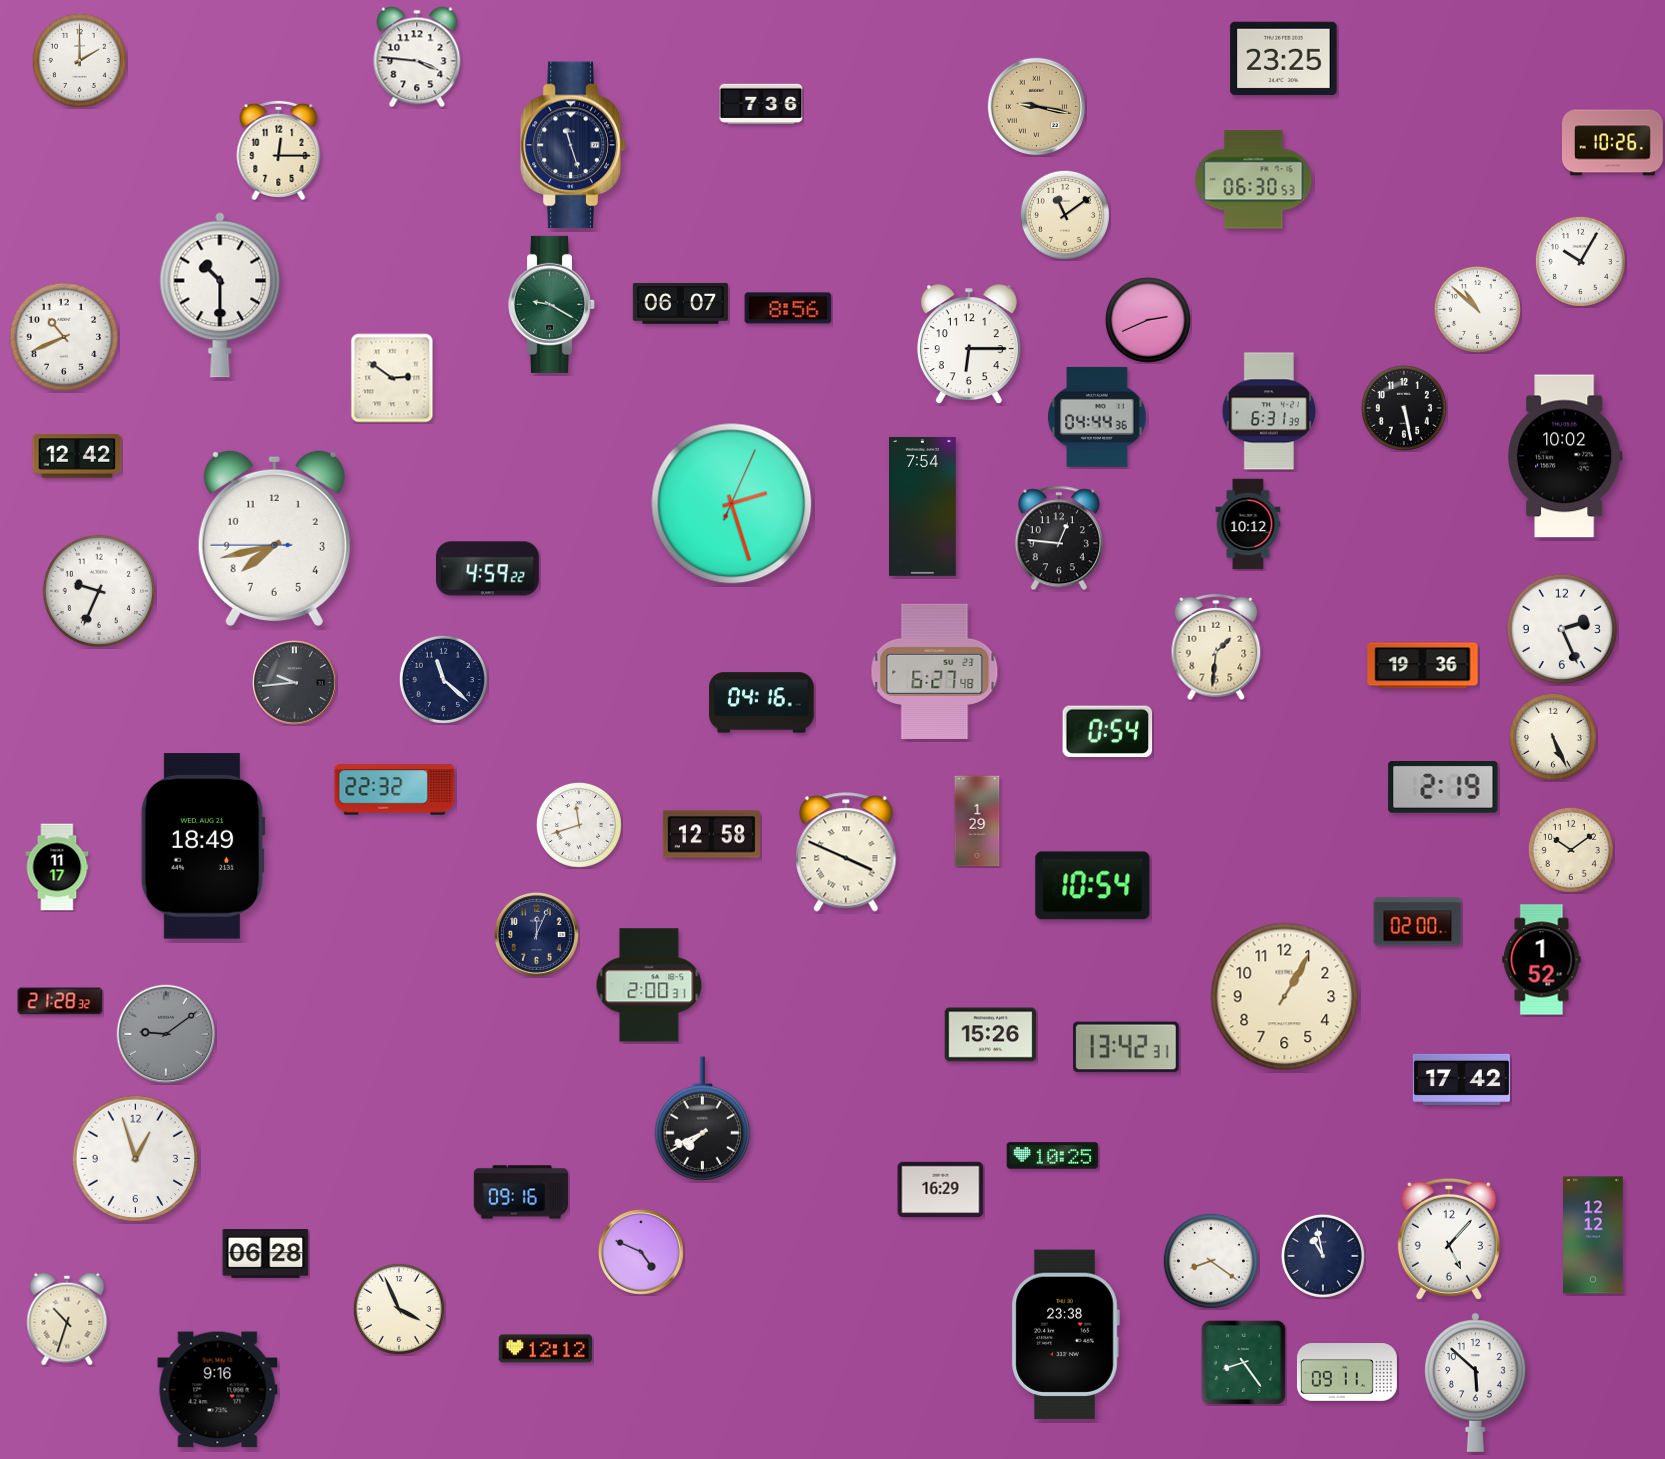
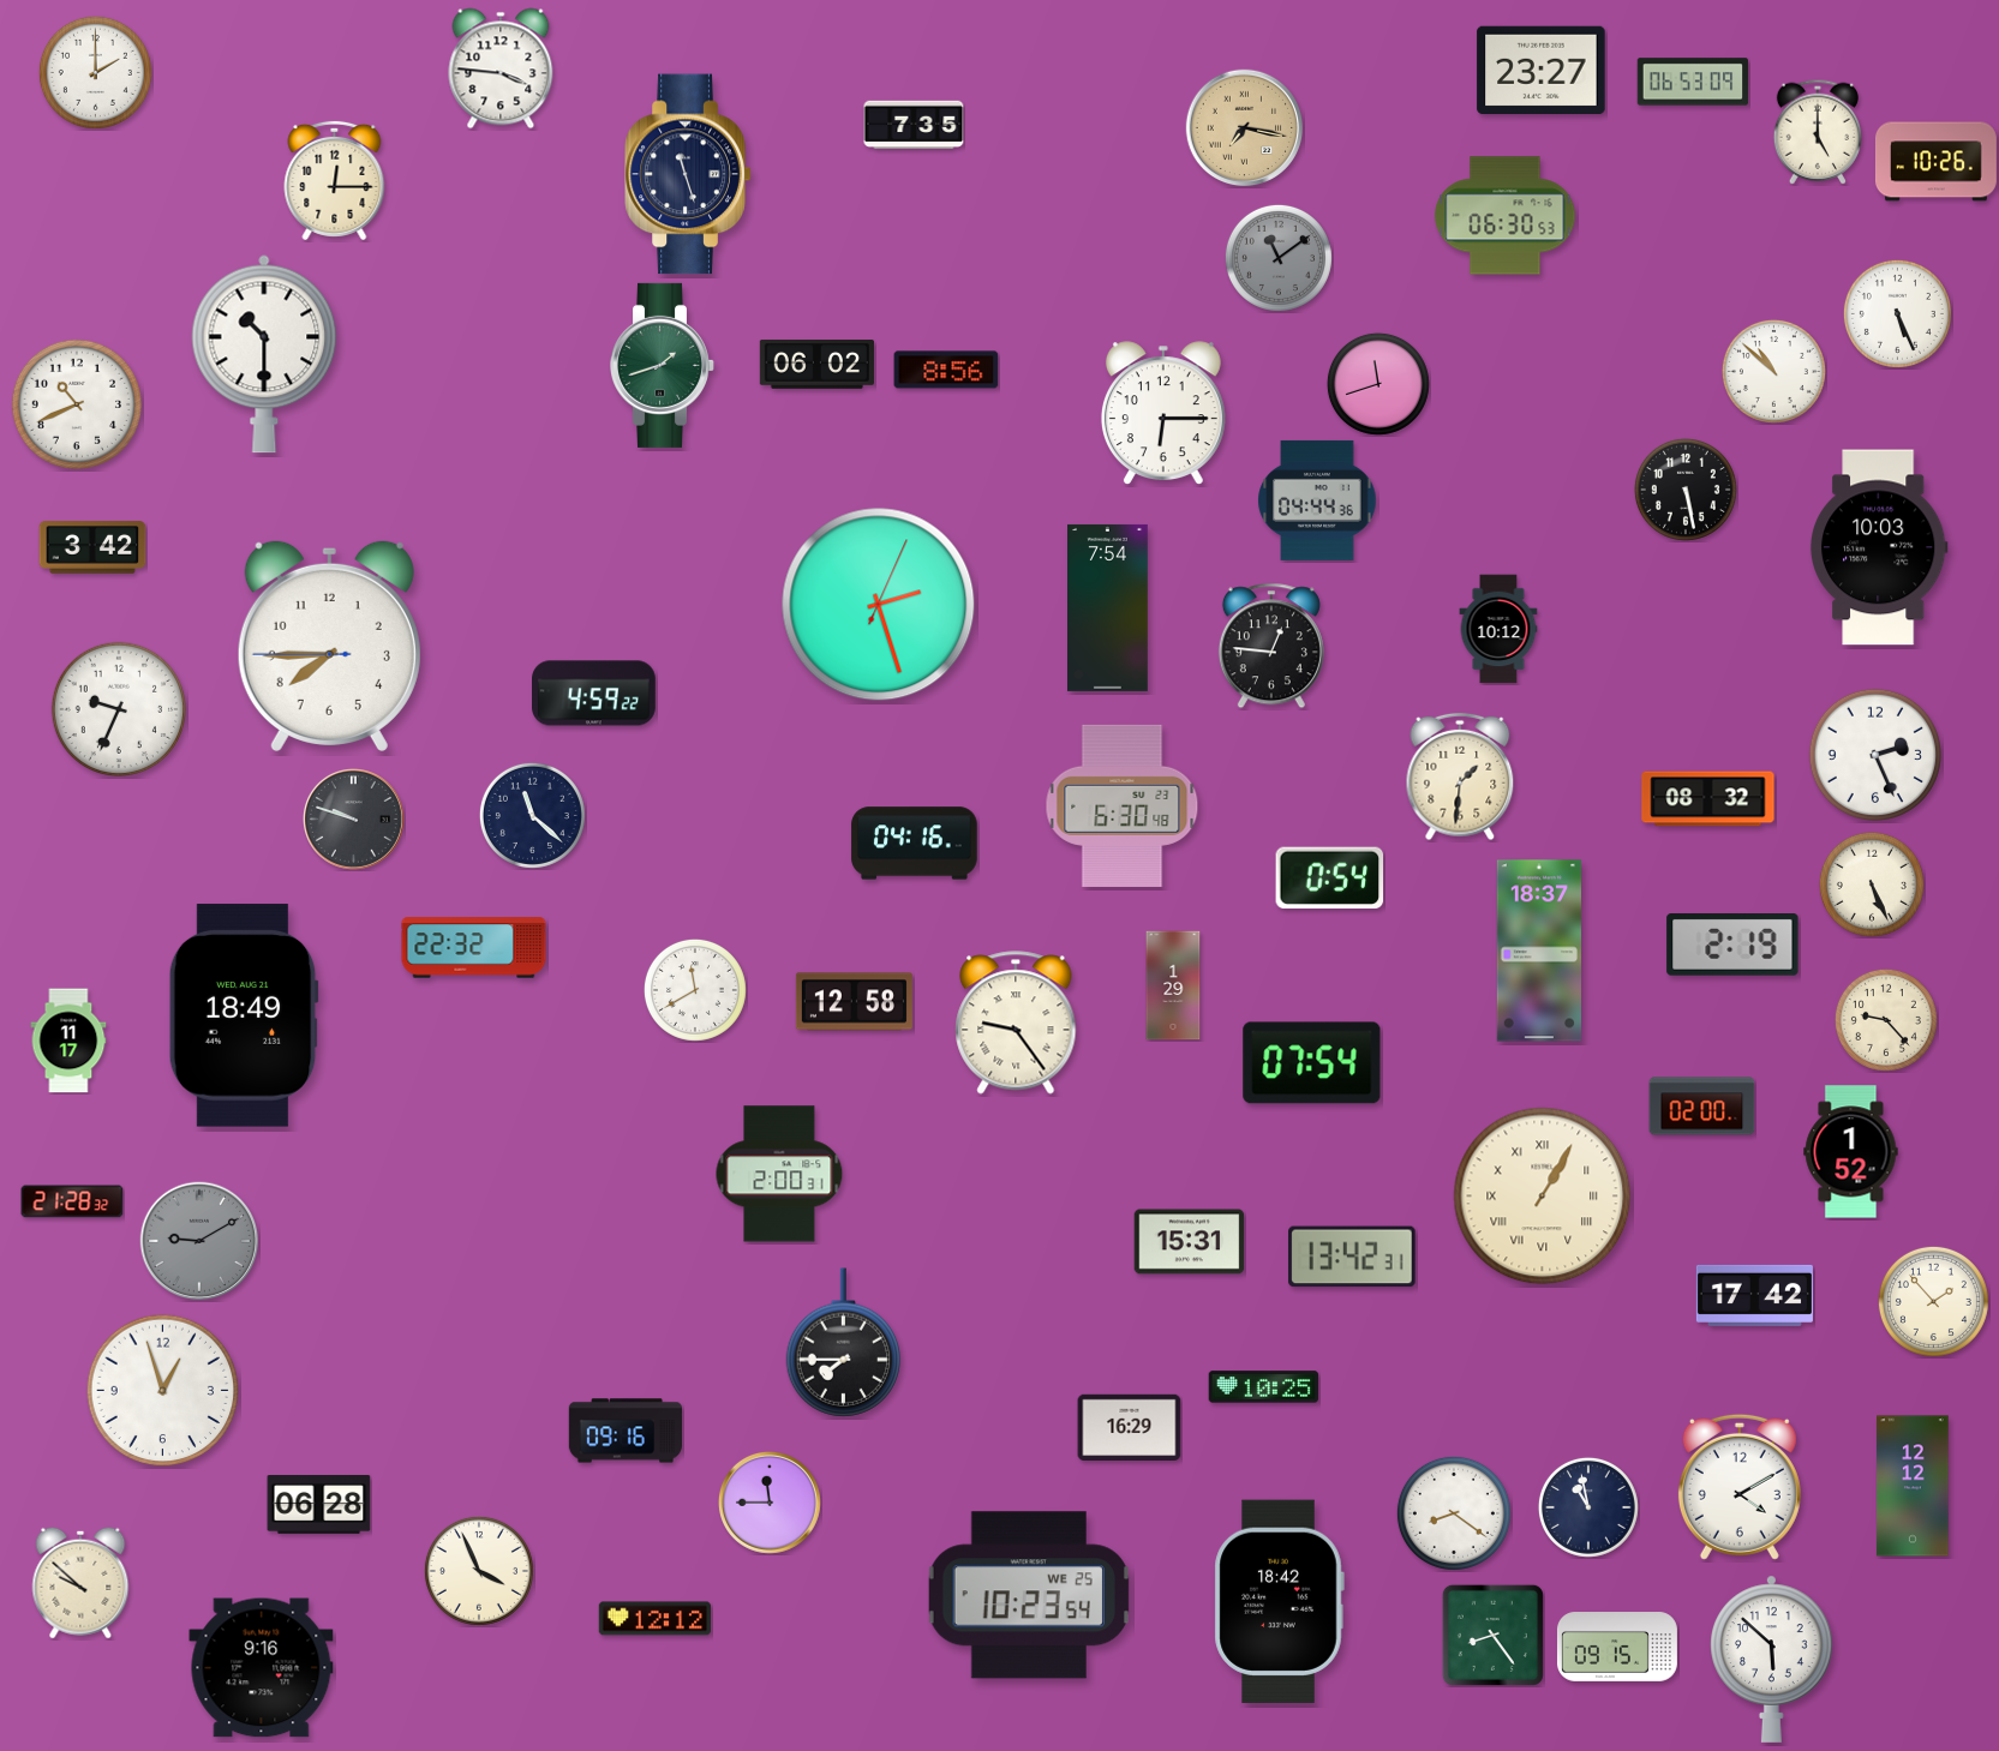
clock at (1284, 59): 23:25 -> 23:27
clock at (1693, 82): none -> 06:53
clock at (761, 104): 7:36 -> 7:35
clock at (1037, 107): 9:17 -> 7:17
clock at (1817, 132): none -> 5:00
clock at (1612, 143) position: (1612, 143) -> (1935, 162)
clock at (1065, 215) dial: cream -> grey
clock at (1580, 261): 10:05 -> 5:26
clock at (680, 303): 06:07 -> 06:02
clock at (552, 304): 9:20 -> 1:42
clock at (1148, 320): 2:41 -> 11:42
clock at (392, 378): 2:51 -> none
clock at (1268, 411): 6:31 -> none
clock at (77, 456): 12:42 -> 3:42
clock at (1565, 456): 10:02 -> 10:03
clock at (274, 538): 7:42 -> 7:44
clock at (488, 569) position: (488, 569) -> (594, 694)
clock at (1423, 666): 19:36 -> 08:32
clock at (935, 671): 6:27 -> 6:30
clock at (295, 683): 9:44 -> 9:48
clock at (1553, 737) position: (1553, 737) -> (1872, 885)
clock at (1539, 951): none -> 18:37
clock at (579, 825): 11:42 -> 11:40
clock at (1571, 850): 10:09 -> 9:23
clock at (846, 852): 3:49 -> 9:24
clock at (1093, 886): 10:54 -> 07:54
clock at (537, 935): 12:04 -> none
clock at (649, 985) position: (649, 985) -> (779, 1174)
clock at (1285, 997) numerals: Arabic -> Roman
clock at (166, 1034): 9:09 -> 9:10
clock at (991, 1035): 15:26 -> 15:31
clock at (1933, 1301): none -> 1:53
clock at (703, 1119): 7:41 -> 7:45
clock at (1593, 1235) position: (1593, 1235) -> (1913, 1486)
clock at (1449, 1239): 5:07 -> 4:10
clock at (641, 1252): 4:49 -> 11:45
clock at (67, 1319): 10:33 -> 9:52
clock at (1029, 1595): none -> 10:23
clock at (1065, 1334): 23:38 -> 18:42
clock at (1347, 1372): 09:11 -> 09:15
